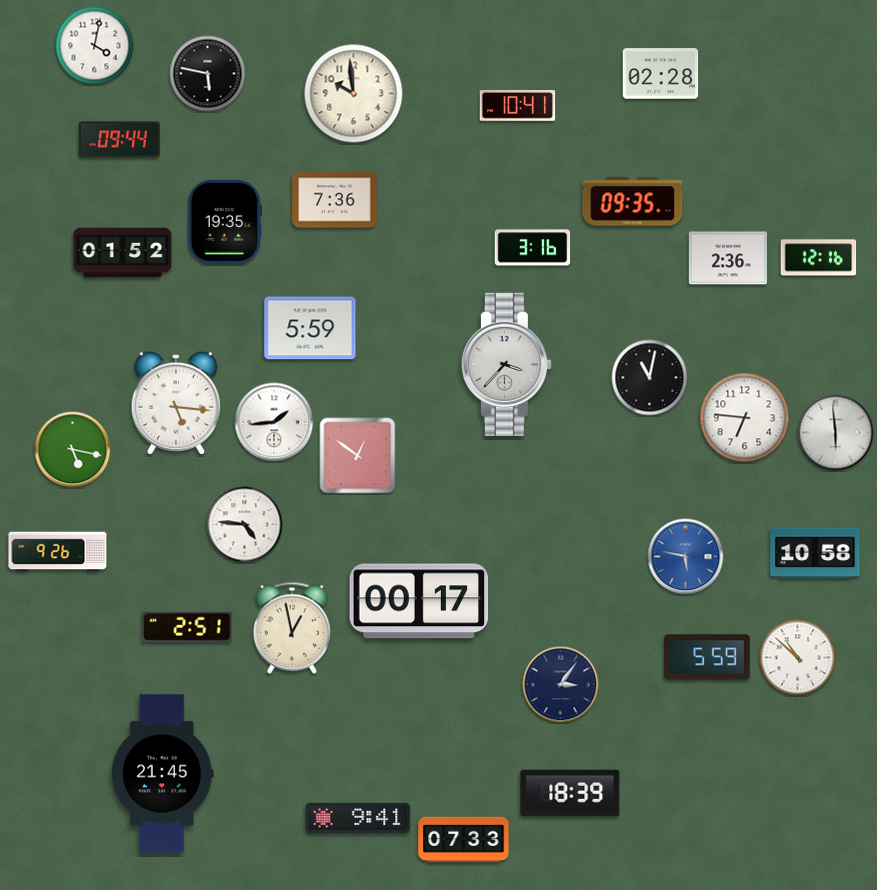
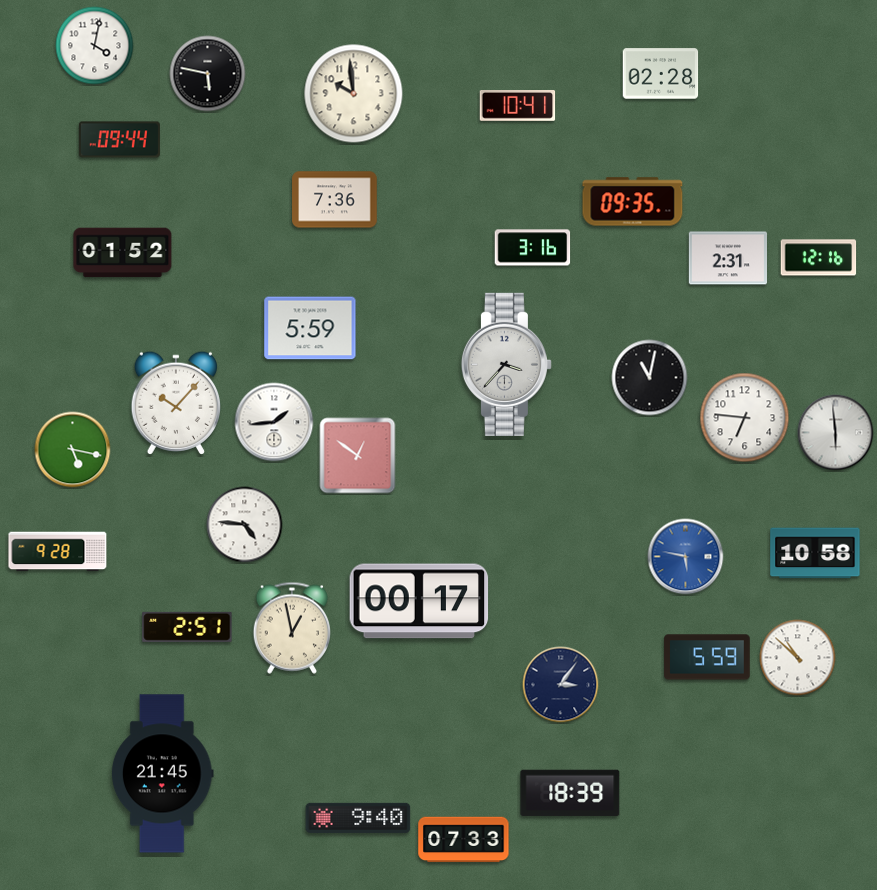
clock at (225, 222): 19:35 -> none
clock at (727, 258): 2:36 -> 2:31
clock at (175, 403): 5:16 -> 10:07
clock at (58, 552): 9:26 -> 9:28
clock at (358, 818): 9:41 -> 9:40
